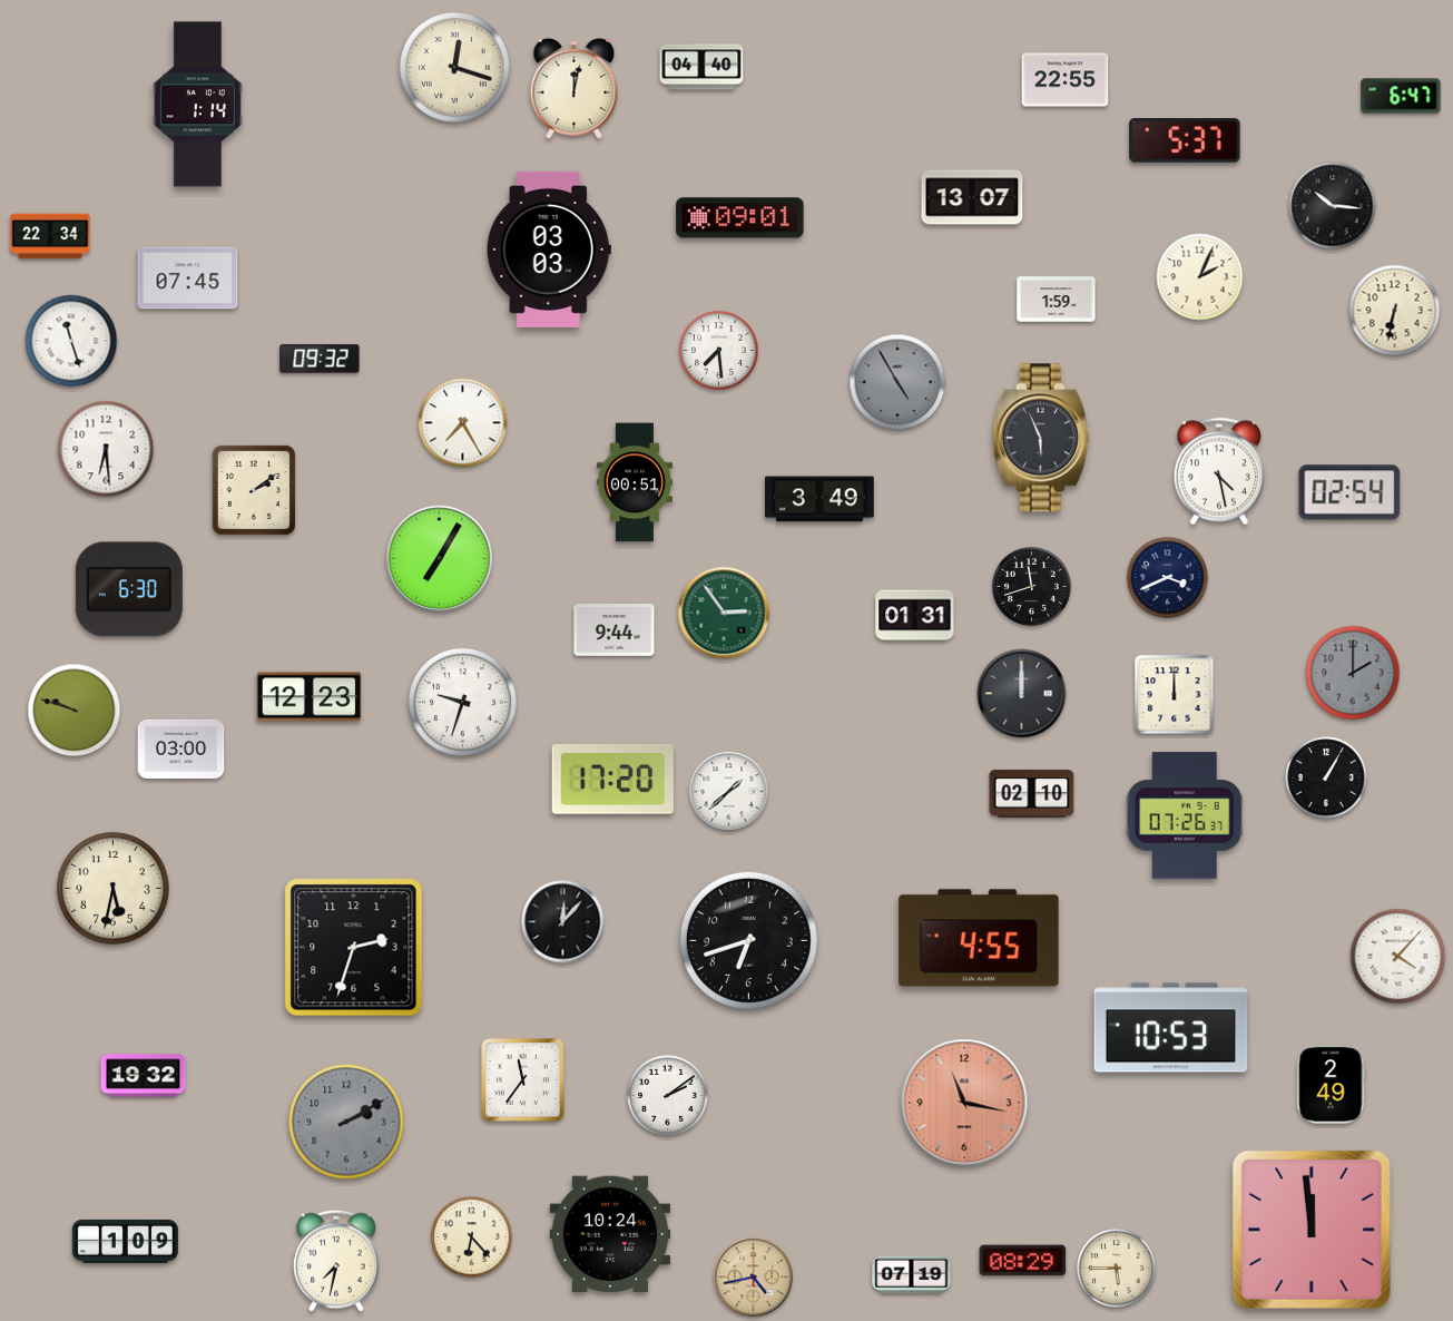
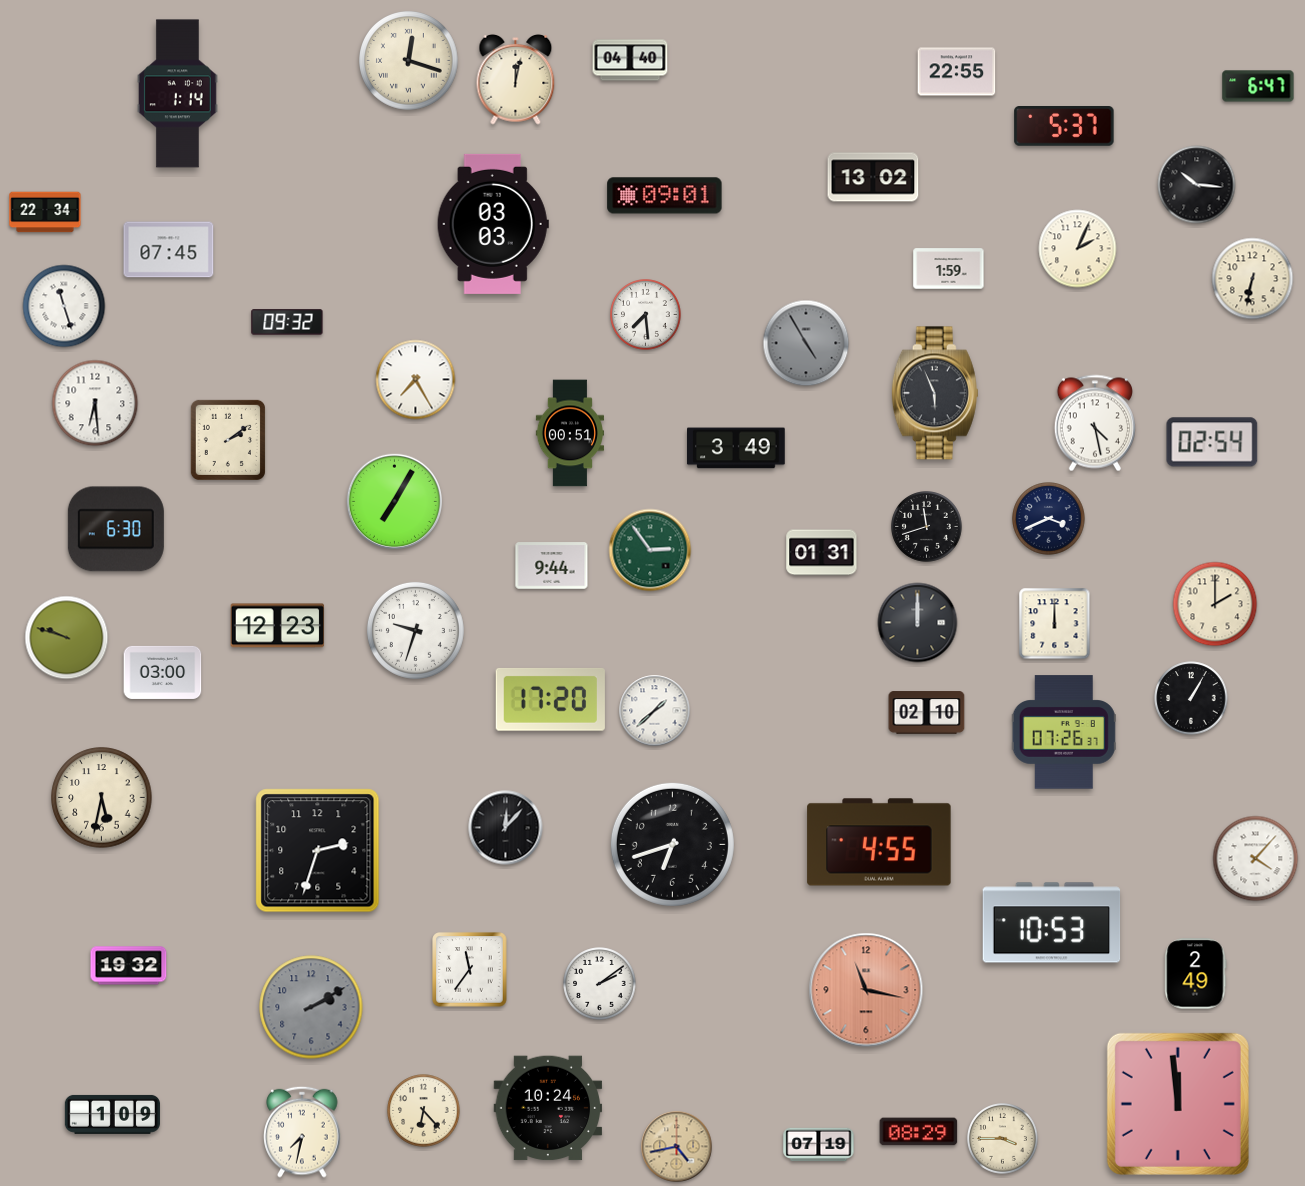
clock at (972, 197): 13:07 -> 13:02
clock at (1353, 673) dial: grey -> cream
clock at (1117, 1269): 5:45 -> 3:45
